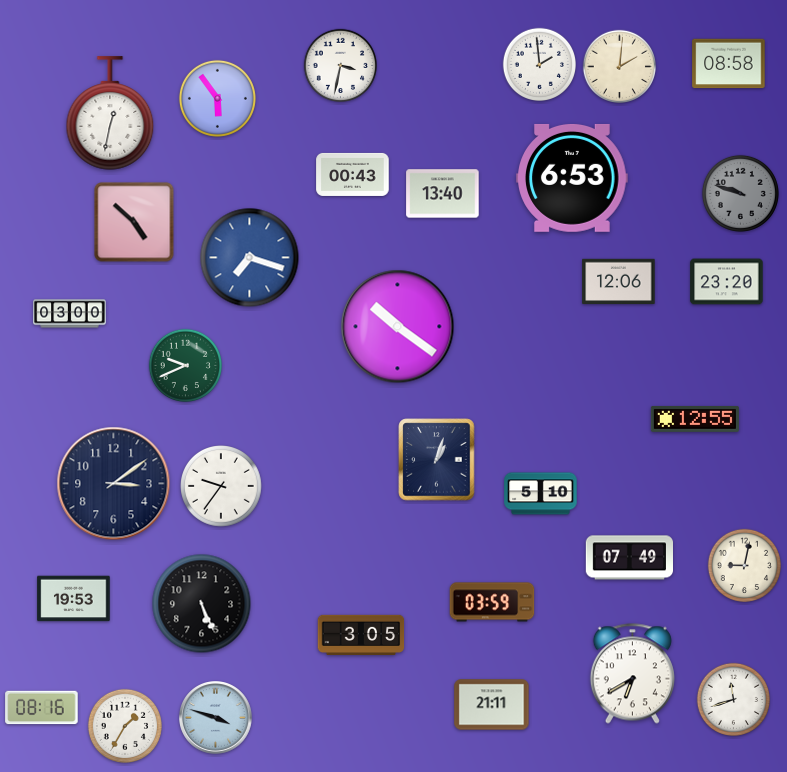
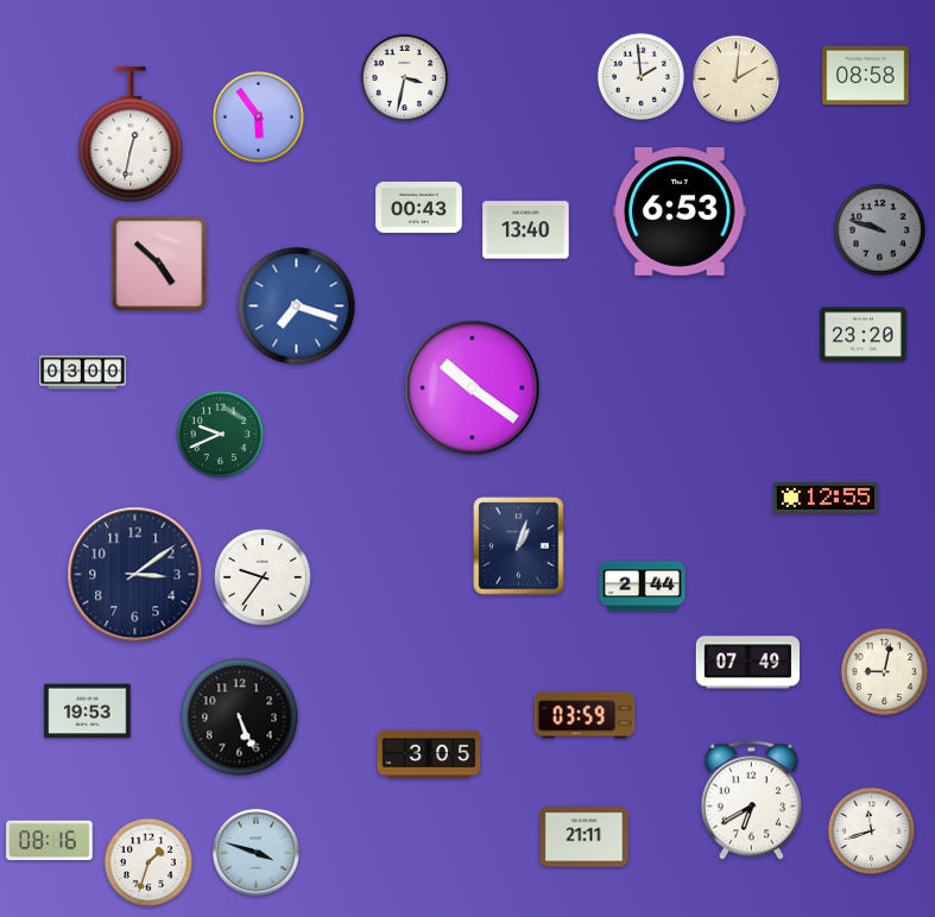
clock at (619, 282): 12:06 -> none
clock at (541, 494): 5:10 -> 2:44
clock at (125, 726): 1:35 -> 1:33
